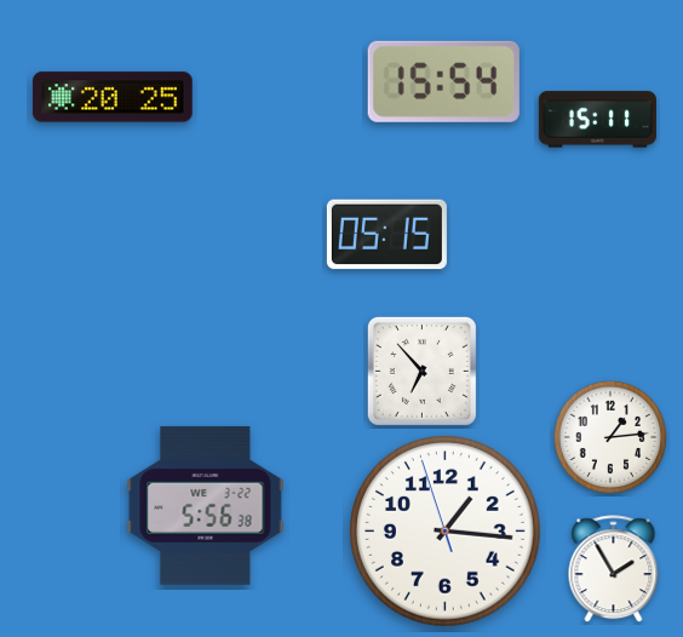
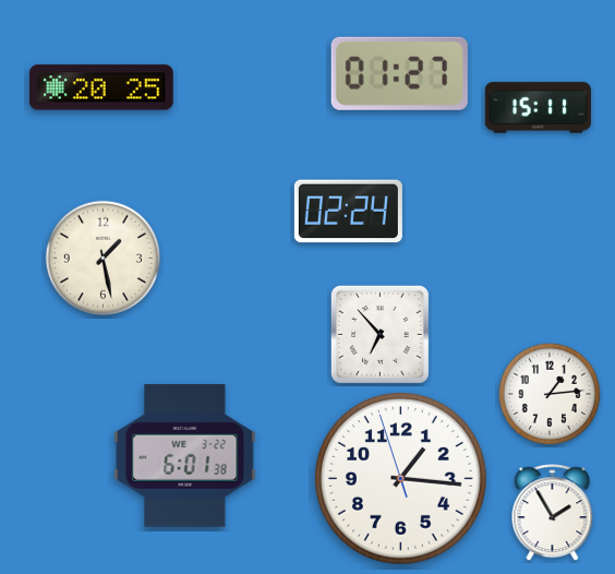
clock at (443, 81): 15:54 -> 01:27
clock at (386, 235): 05:15 -> 02:24
clock at (102, 258): none -> 1:28
clock at (206, 505): 5:56 -> 6:01
